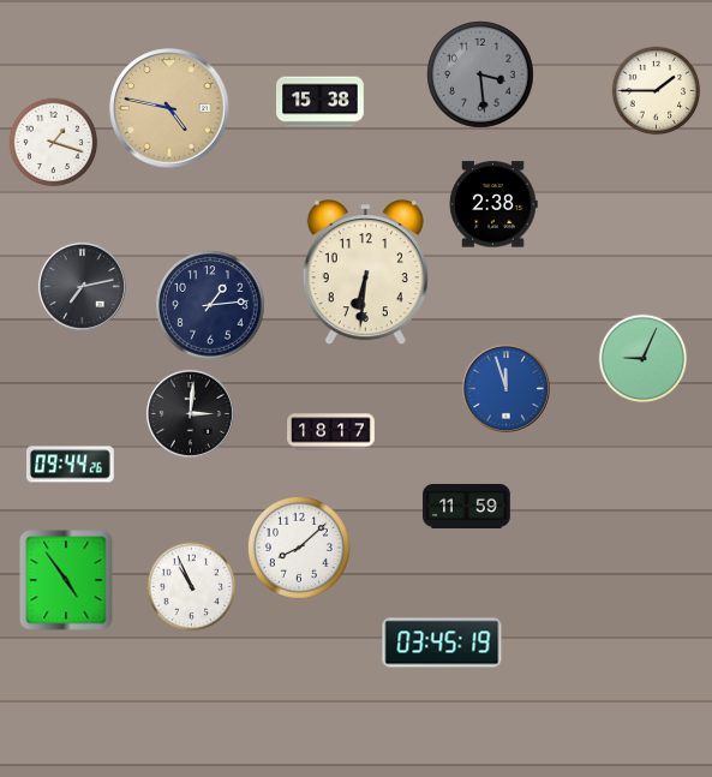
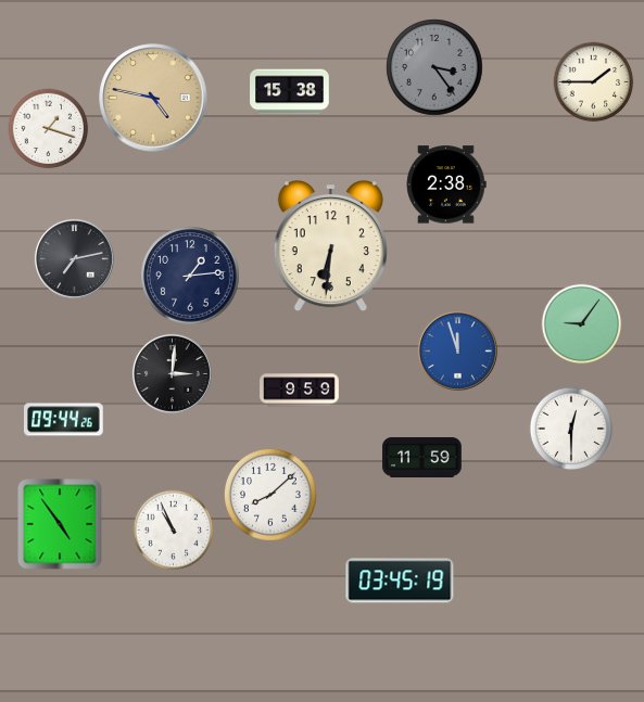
clock at (480, 74): 3:29 -> 3:24
clock at (644, 359): 9:04 -> 9:06
clock at (331, 432): 18:17 -> 9:59
clock at (571, 429): none -> 12:30
